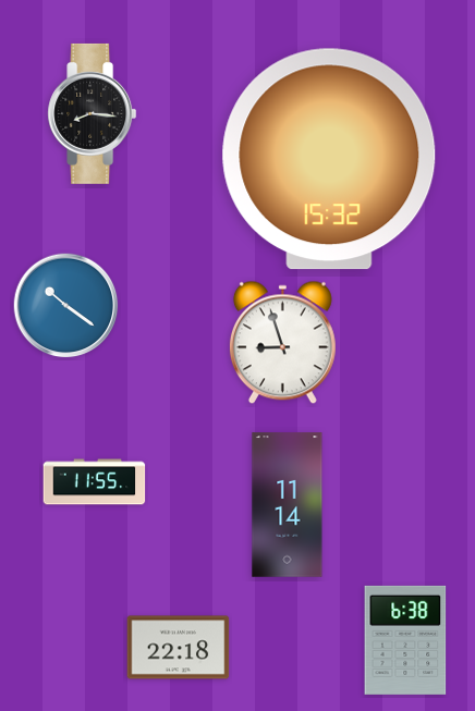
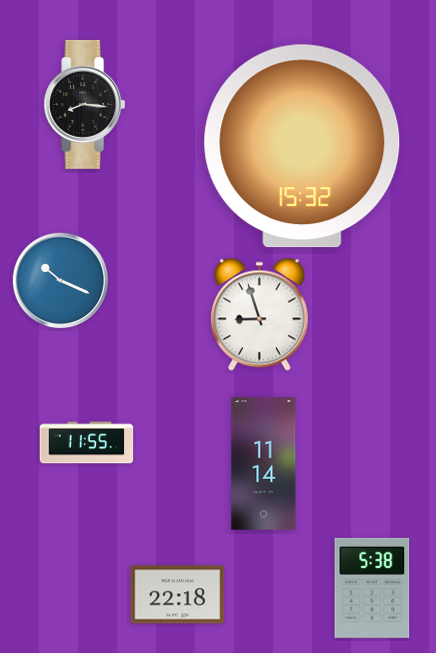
clock at (66, 306): 10:21 -> 10:19
clock at (405, 640): 6:38 -> 5:38
clock at (179, 648) position: (179, 648) -> (178, 595)
